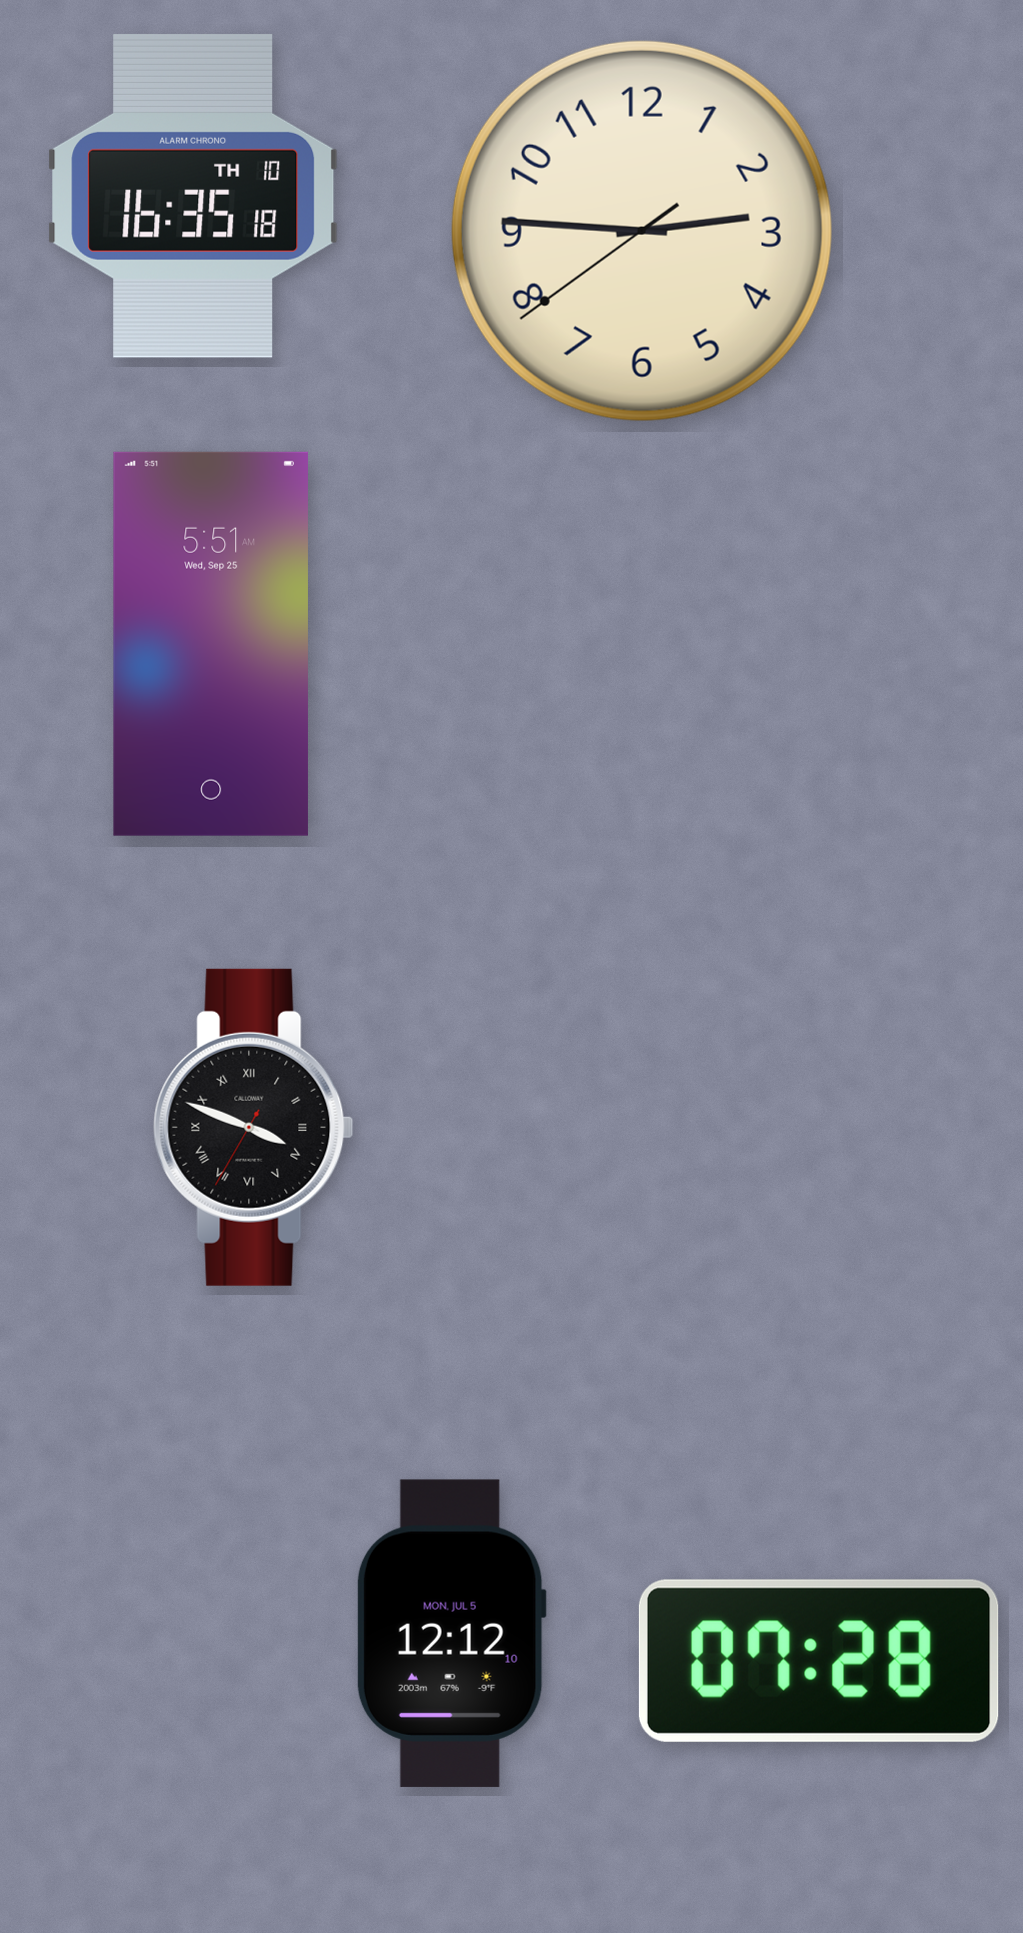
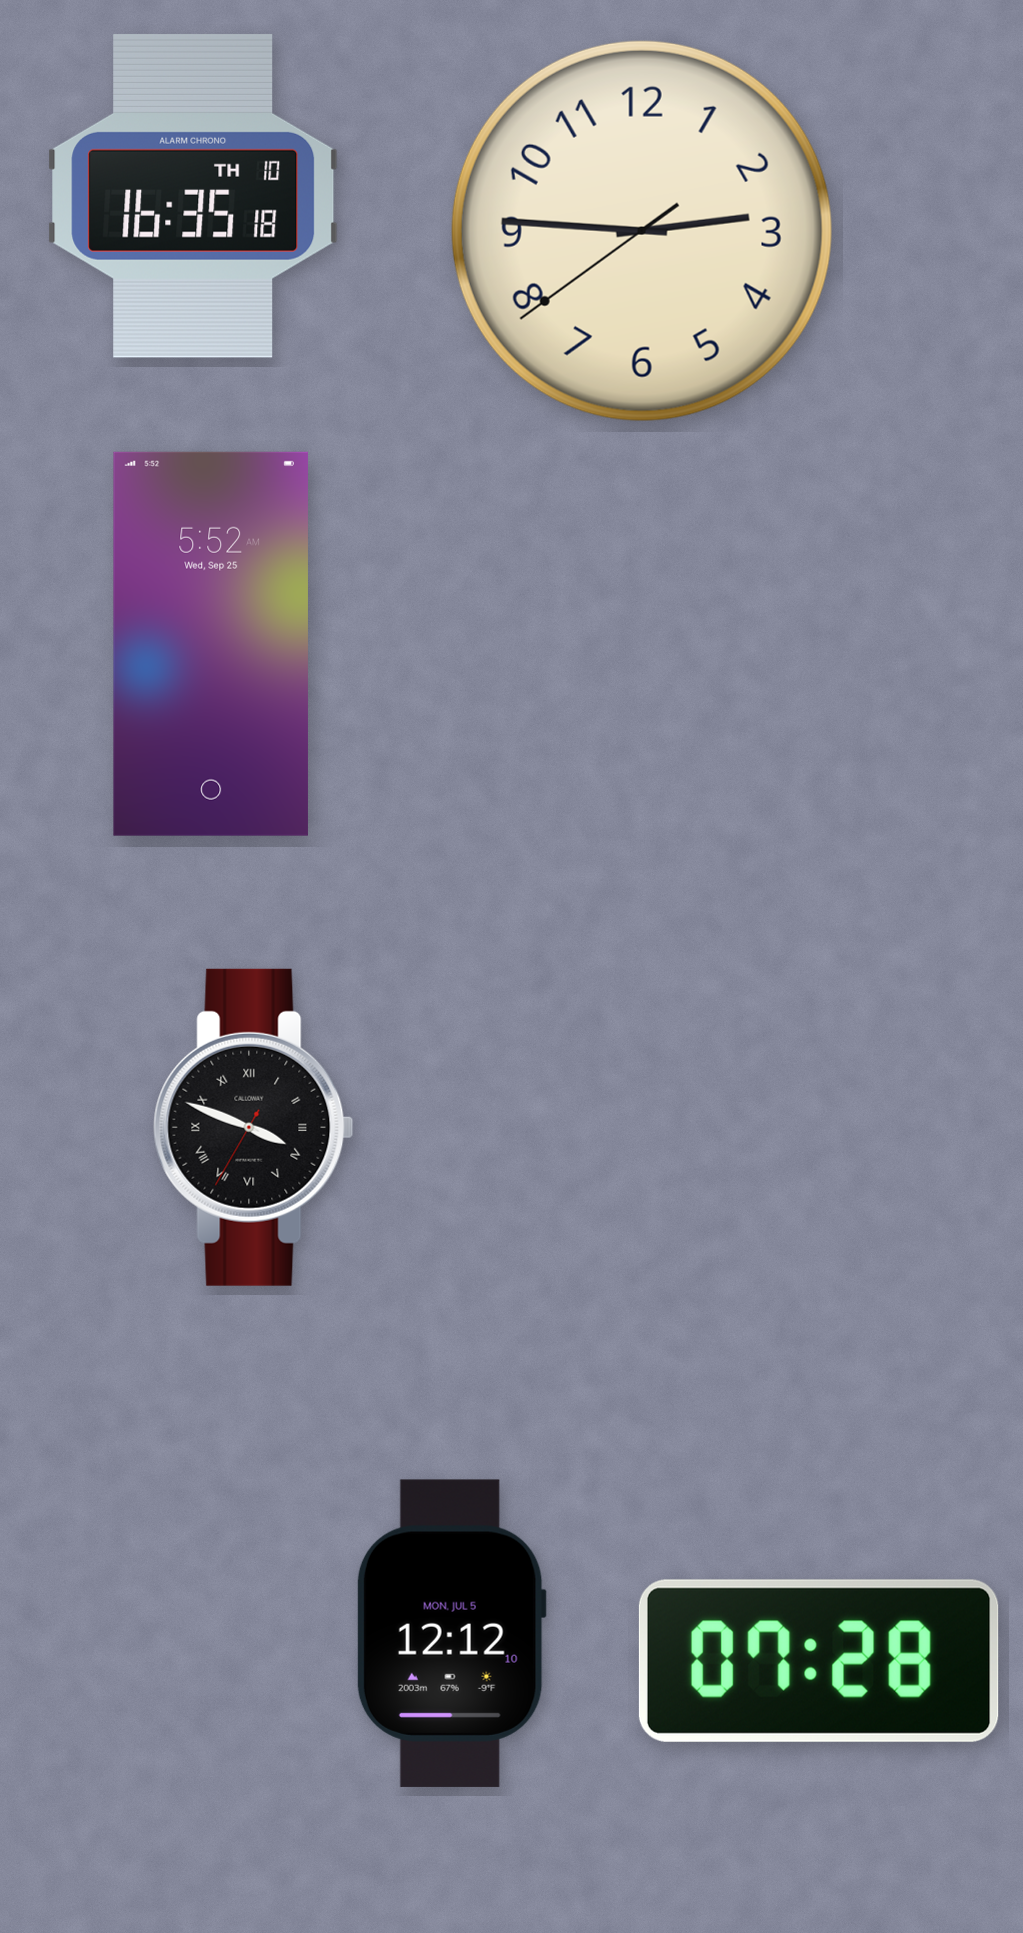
clock at (211, 644): 5:51 -> 5:52
